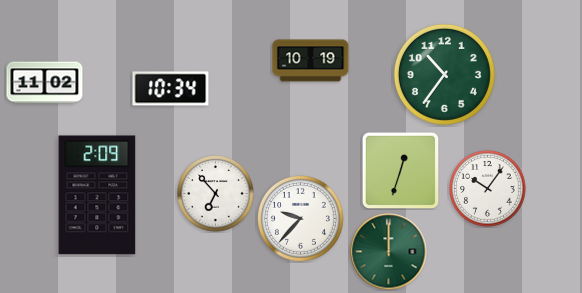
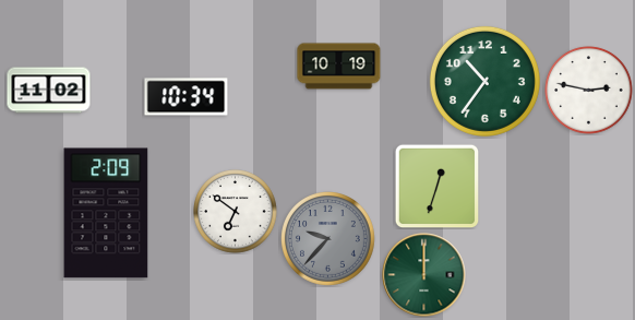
clock at (589, 91): none -> 2:47
clock at (488, 189): 10:06 -> none
clock at (216, 194): 6:53 -> 6:51
clock at (301, 219) dial: white -> grey
